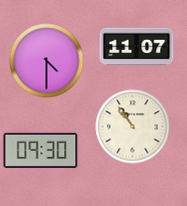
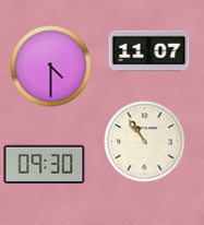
clock at (133, 127) position: (133, 127) -> (145, 142)
